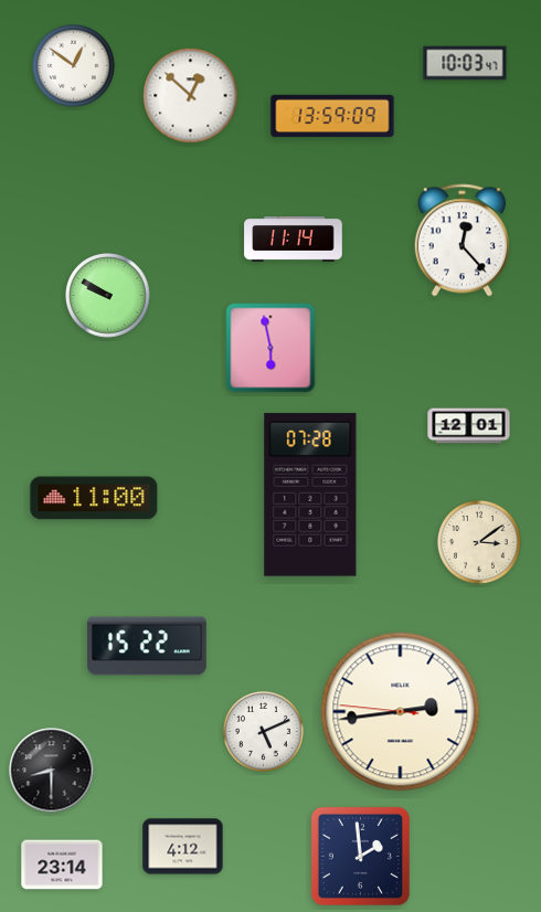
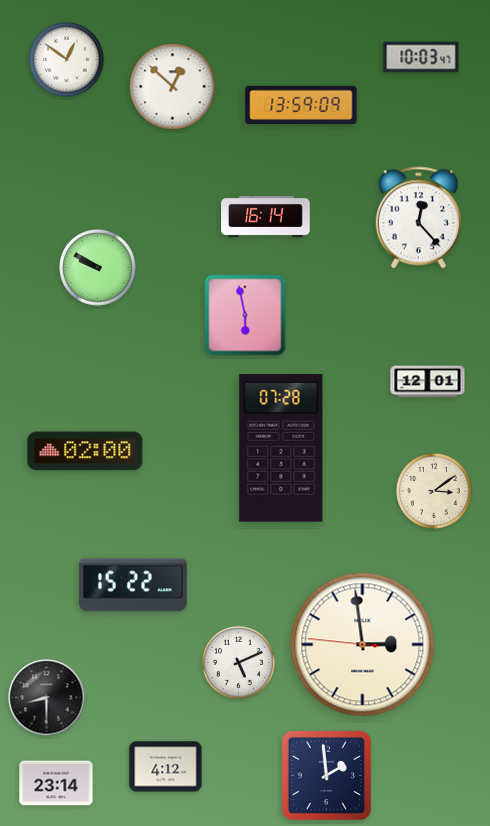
clock at (294, 240): 11:14 -> 16:14
clock at (469, 426) position: (469, 426) -> (428, 382)
clock at (94, 498): 11:00 -> 02:00
clock at (401, 712): 2:43 -> 2:58
